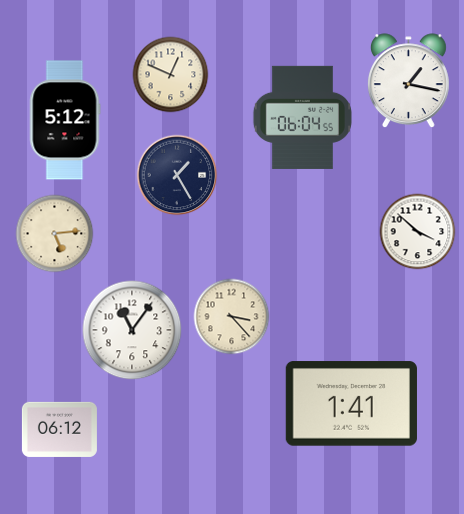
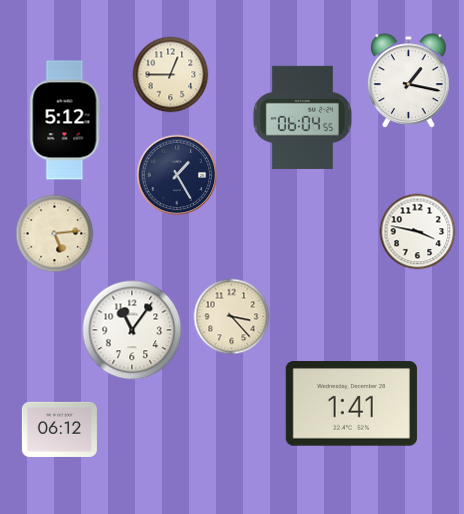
clock at (171, 75): 12:49 -> 12:45
clock at (418, 232): 3:52 -> 3:47
